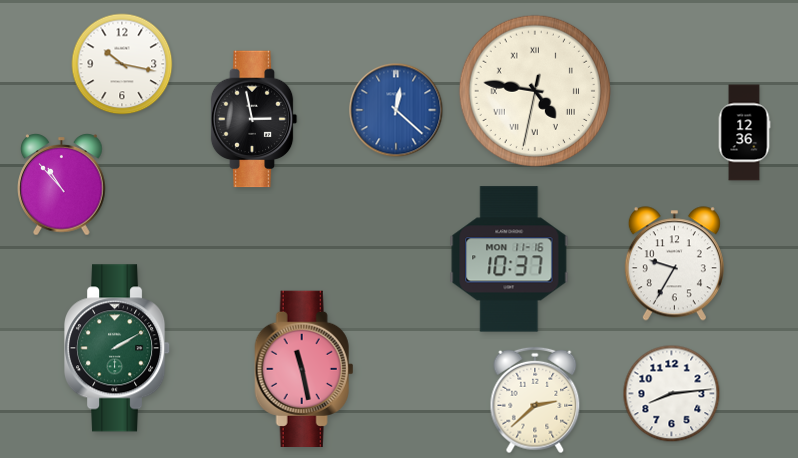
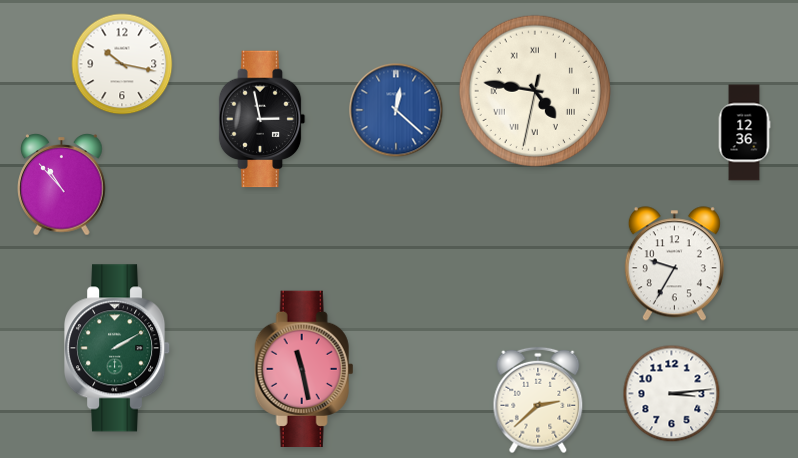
clock at (254, 119) position: (254, 119) -> (262, 119)
clock at (509, 259): 10:37 -> none
clock at (672, 394): 8:14 -> 3:14
clock at (535, 400) position: (535, 400) -> (538, 400)
